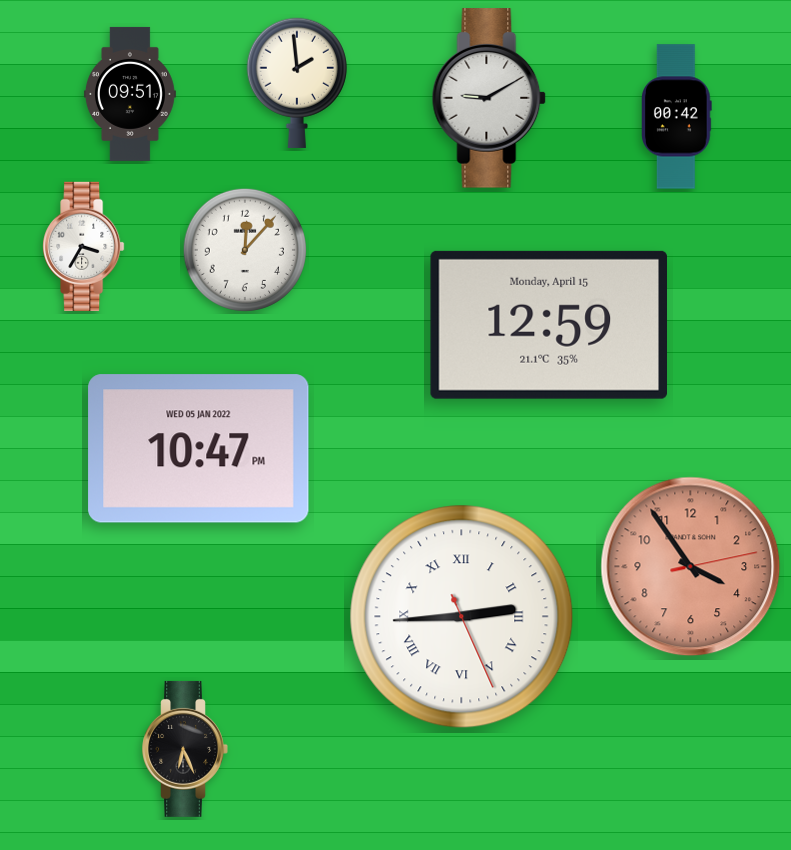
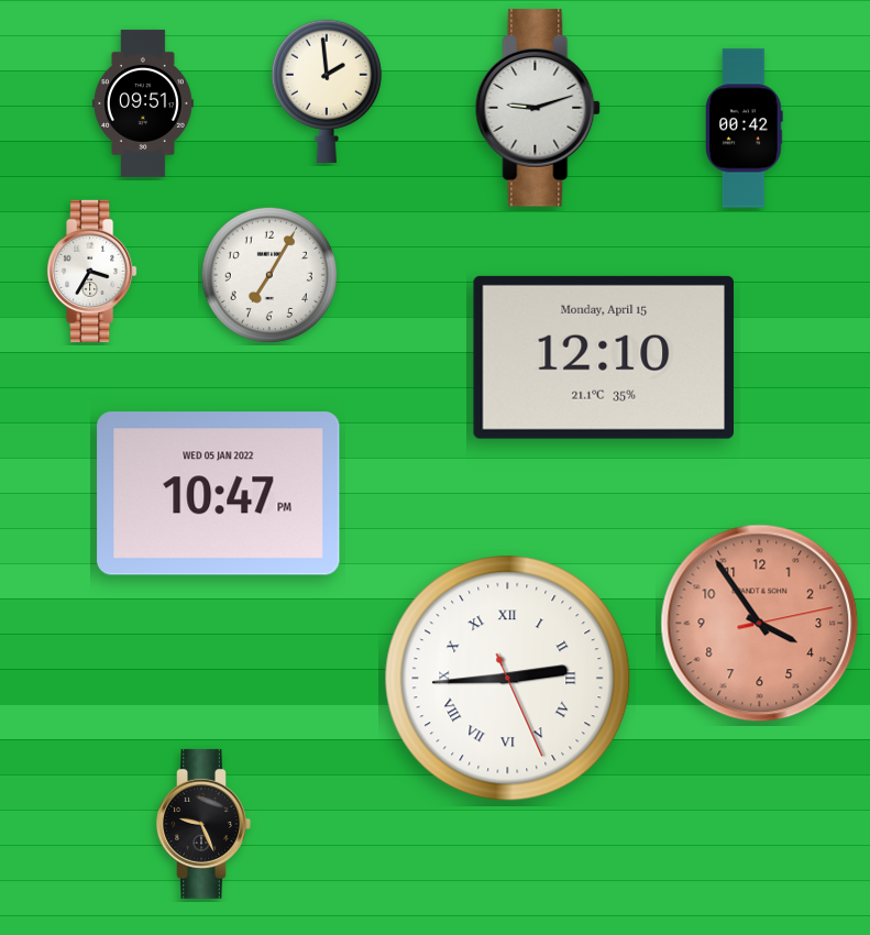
clock at (489, 98): 9:10 -> 9:12
clock at (245, 250): 12:07 -> 7:05
clock at (548, 325): 12:59 -> 12:10
clock at (185, 749): 6:26 -> 9:26
